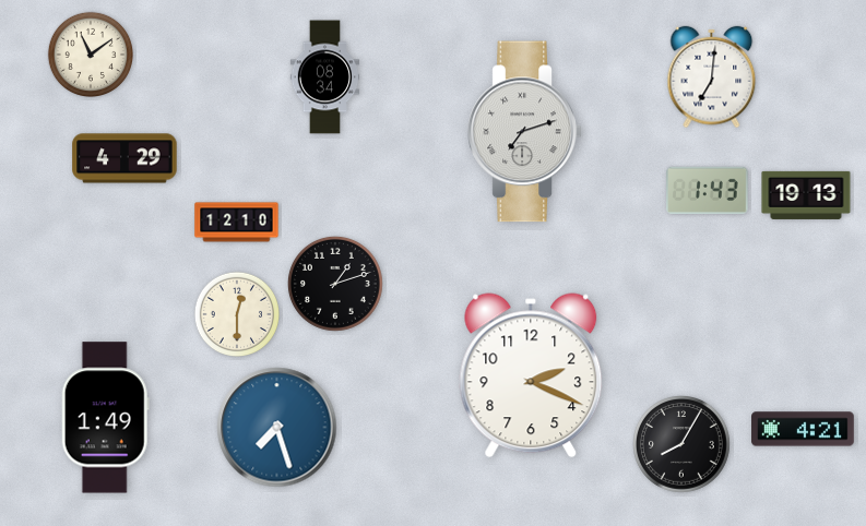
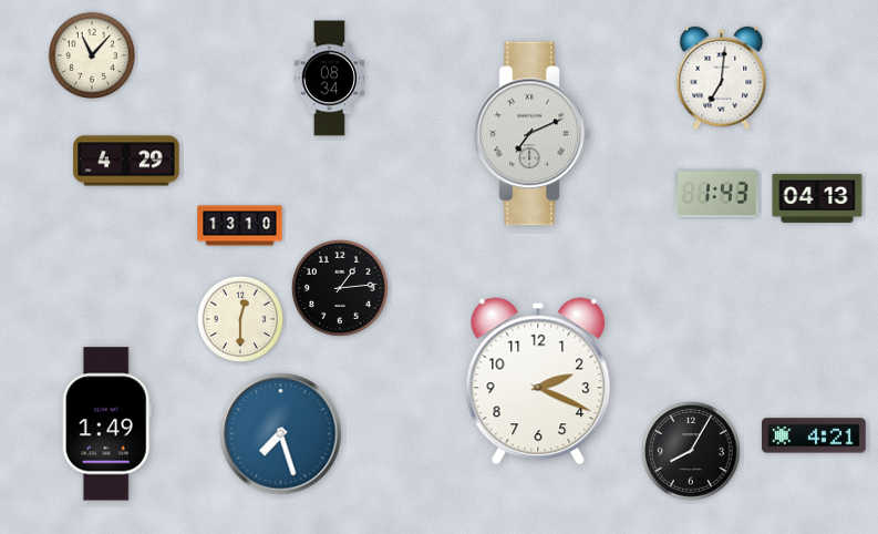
clock at (90, 53): 11:09 -> 11:07
clock at (525, 132): 7:12 -> 7:11
clock at (806, 195): 19:13 -> 04:13
clock at (237, 223): 12:10 -> 13:10
clock at (336, 285): 1:12 -> 1:14
